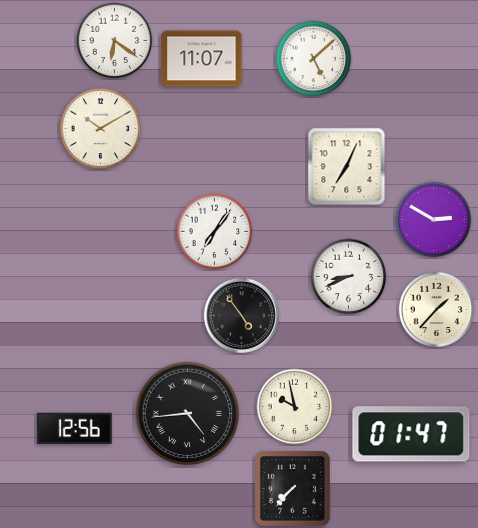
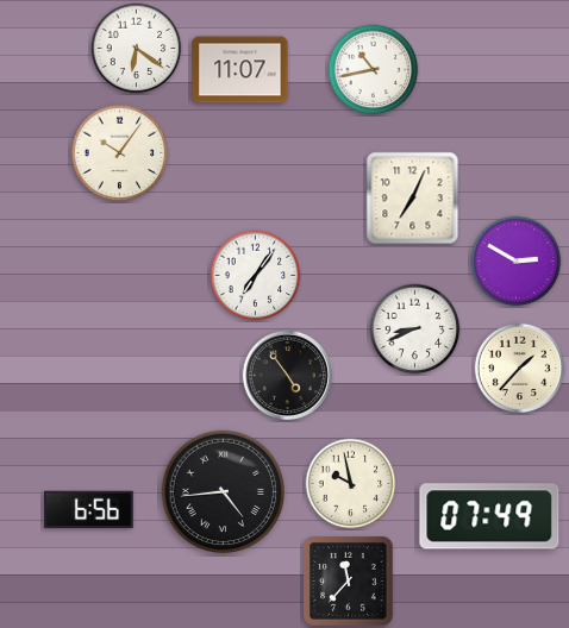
clock at (314, 59): 5:08 -> 10:43
clock at (101, 129): 10:10 -> 10:06
clock at (74, 429): 12:56 -> 6:56
clock at (411, 434): 01:47 -> 07:49
clock at (293, 489): 7:37 -> 11:37
